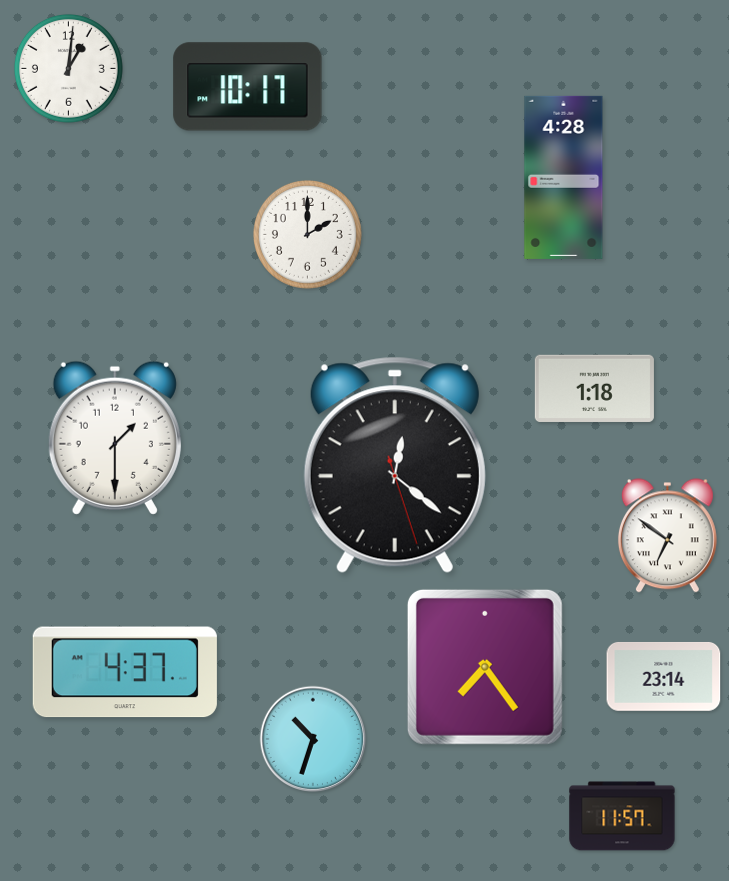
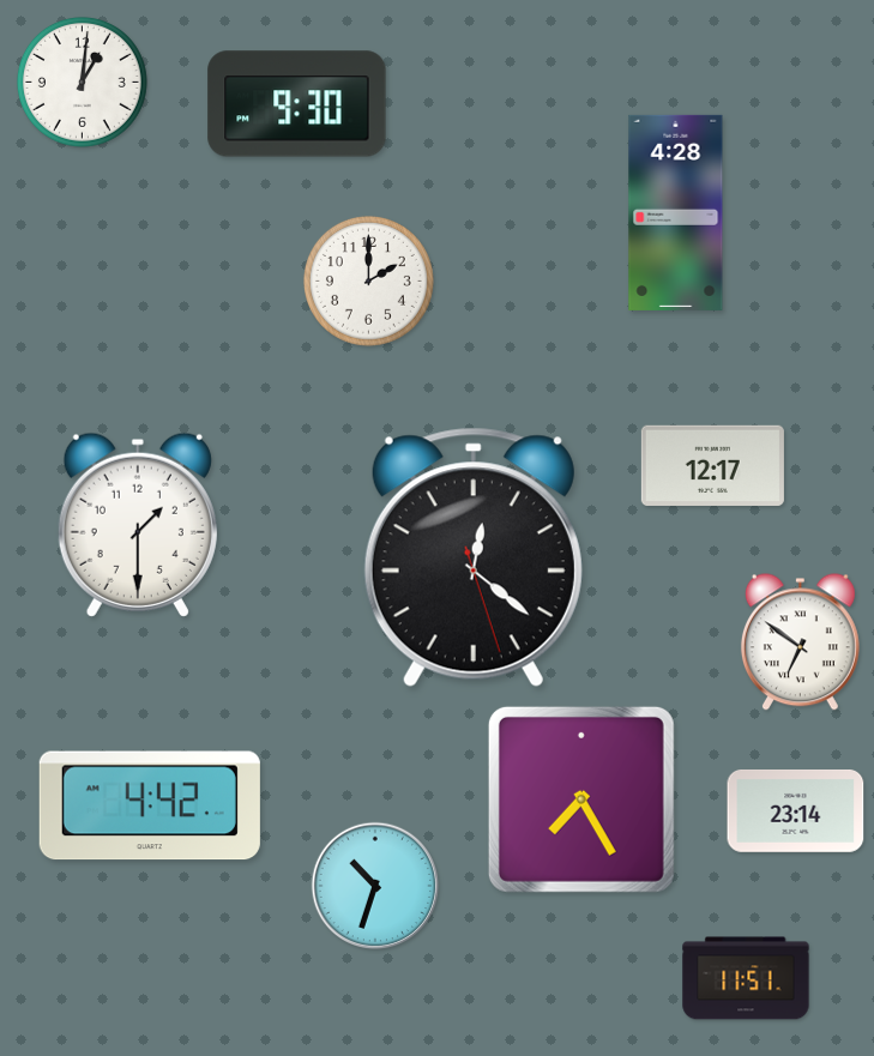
clock at (248, 87): 10:17 -> 9:30
clock at (594, 388): 1:18 -> 12:17
clock at (485, 667): 7:24 -> 7:25
clock at (125, 672): 4:37 -> 4:42
clock at (622, 816): 11:57 -> 11:51
